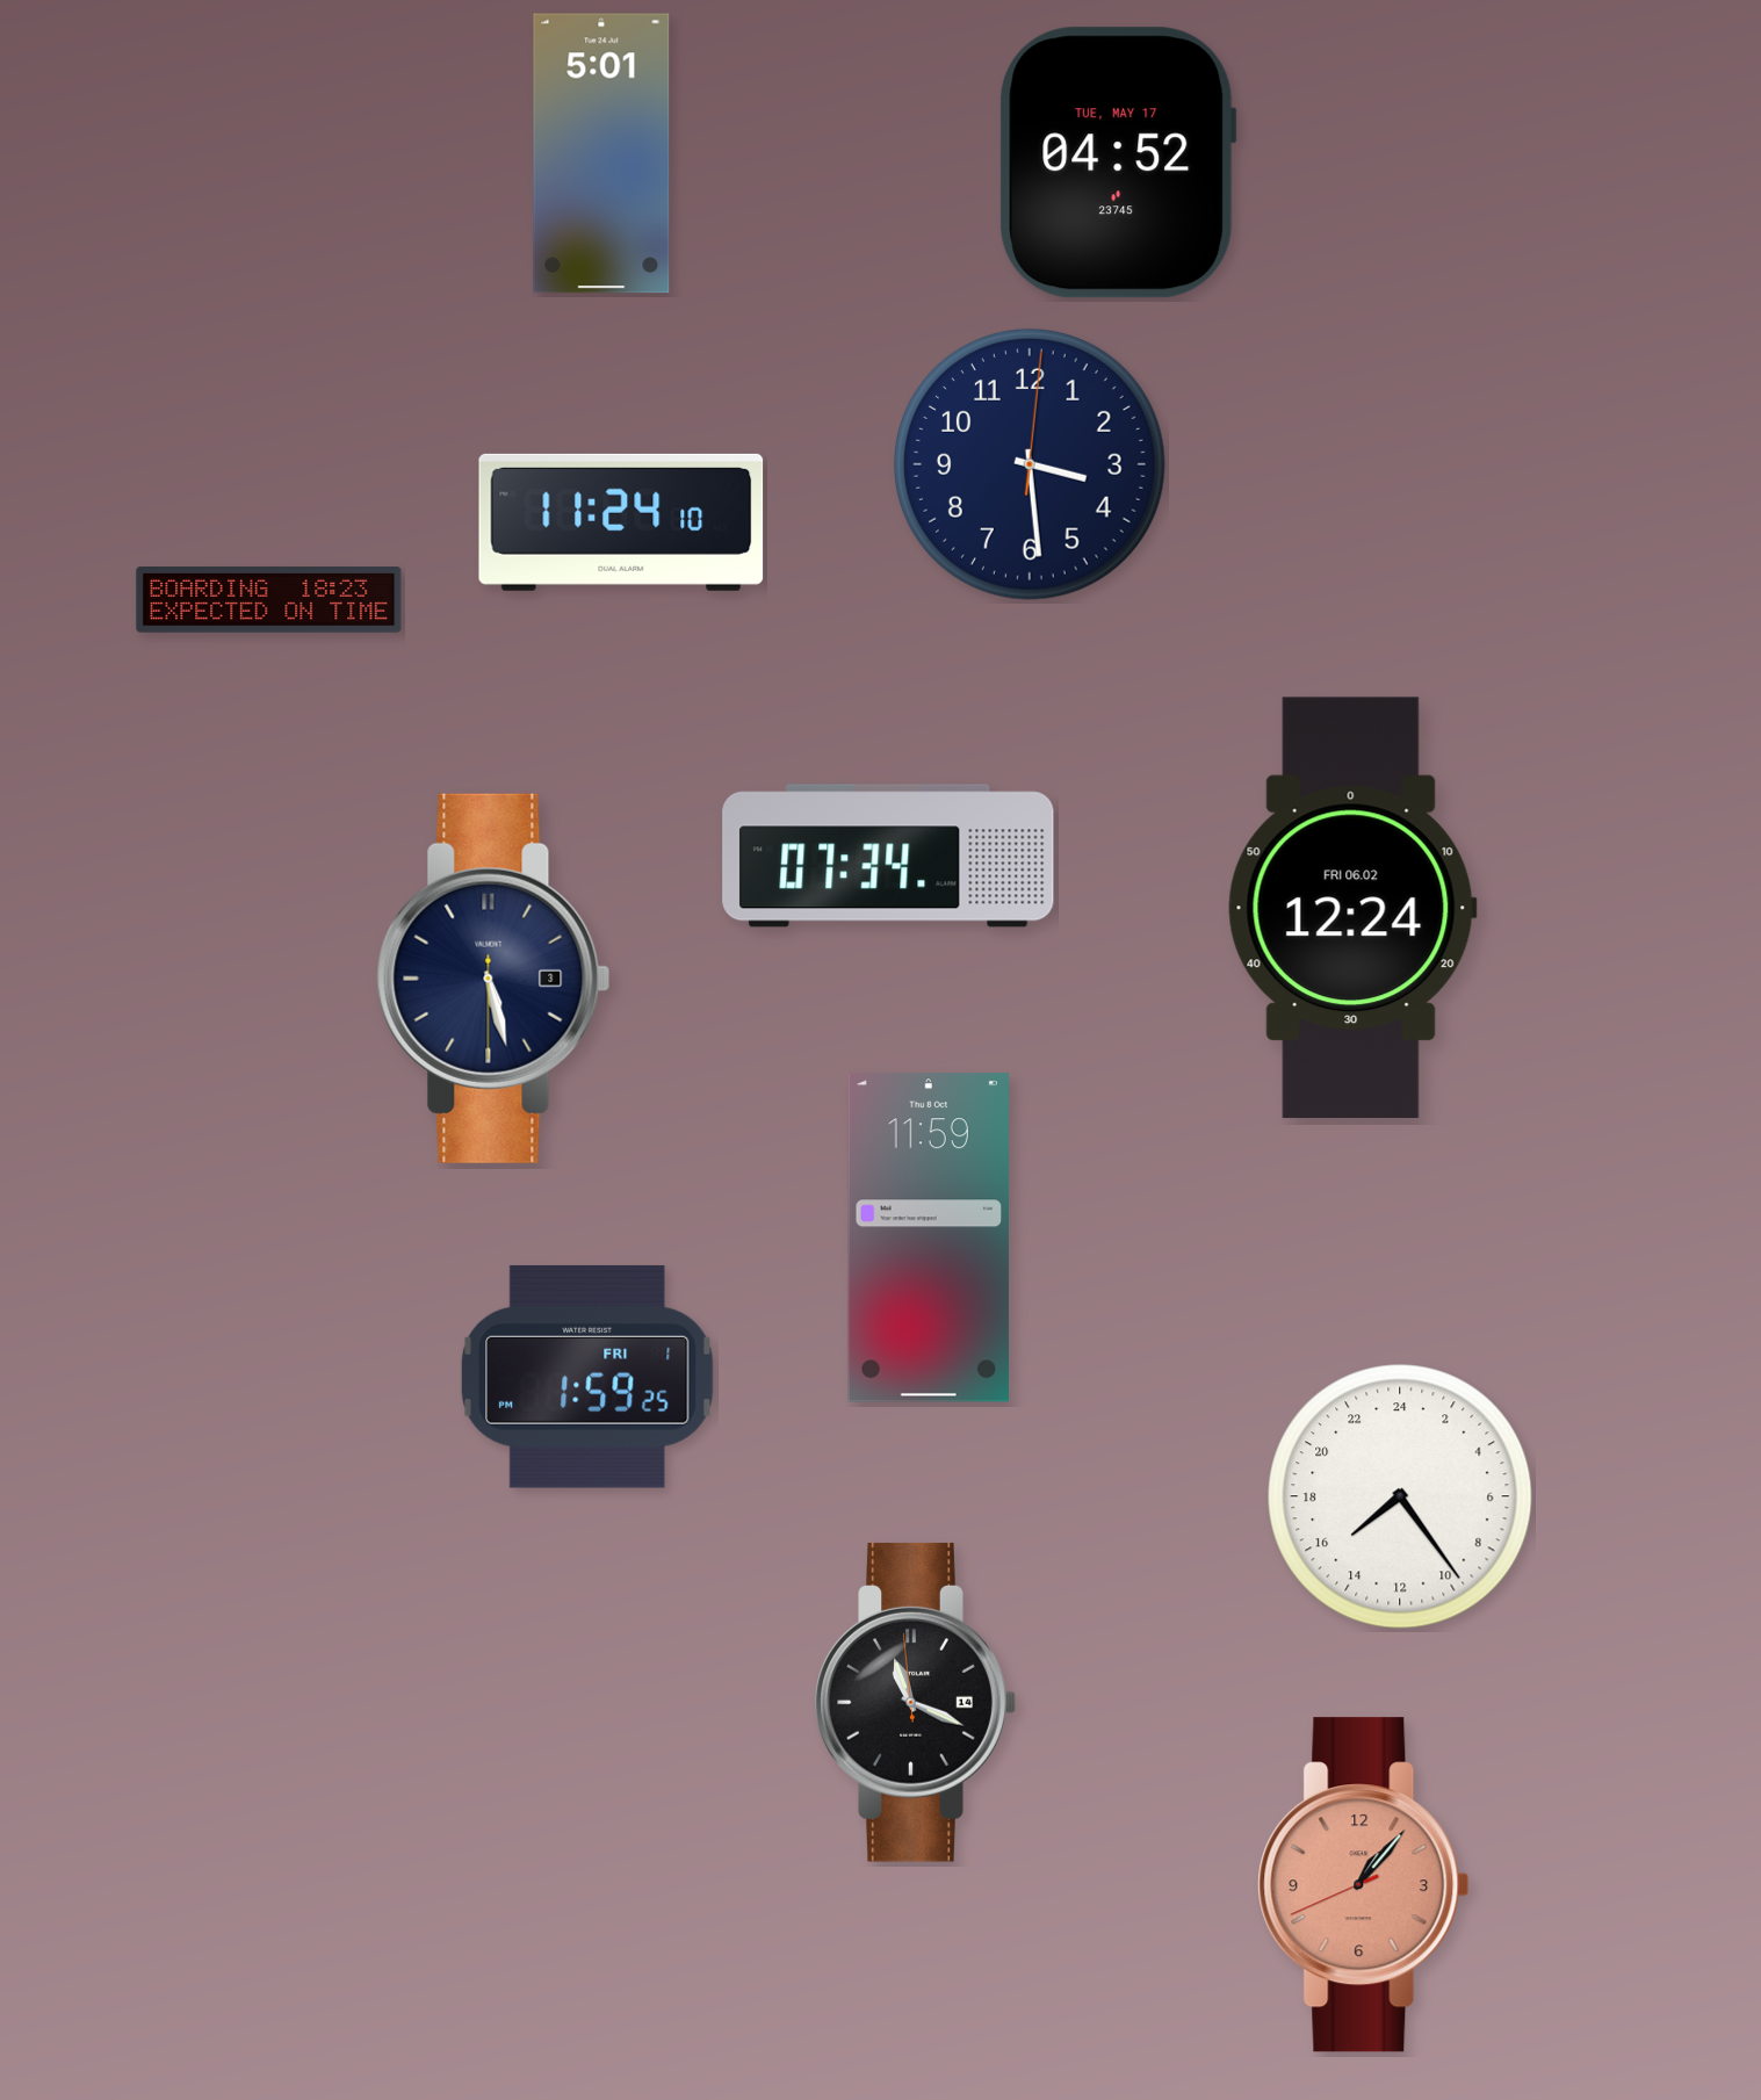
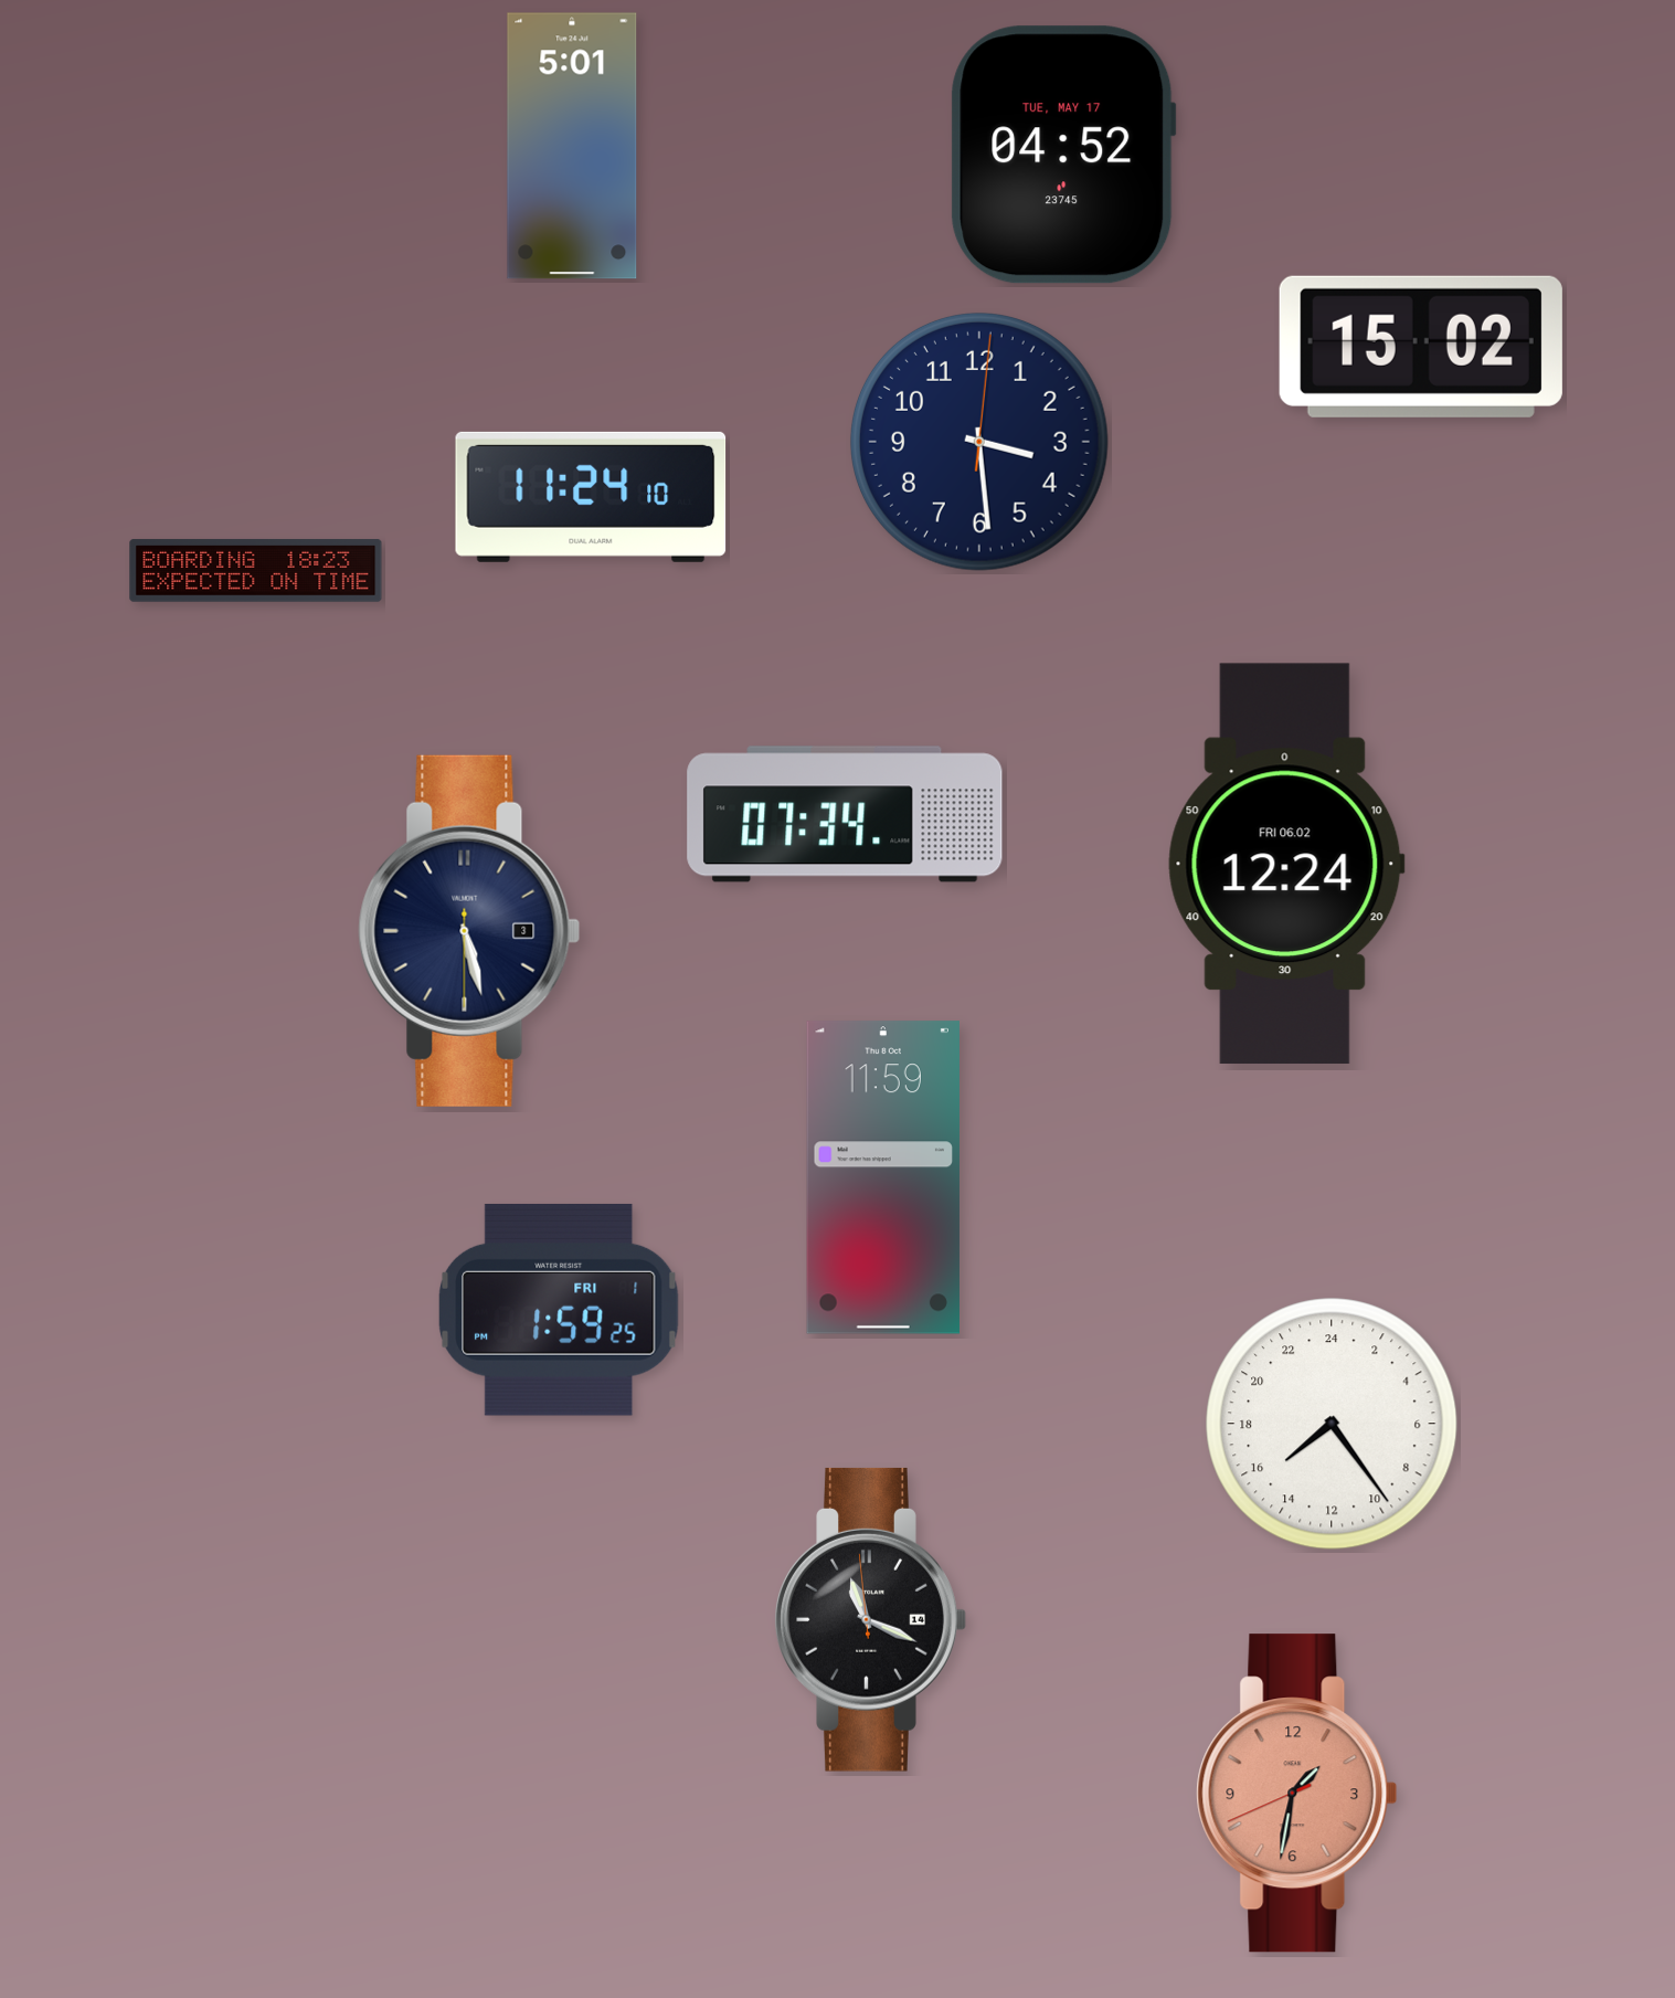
clock at (1421, 347): none -> 15:02
clock at (1364, 1885): 1:06 -> 1:31
